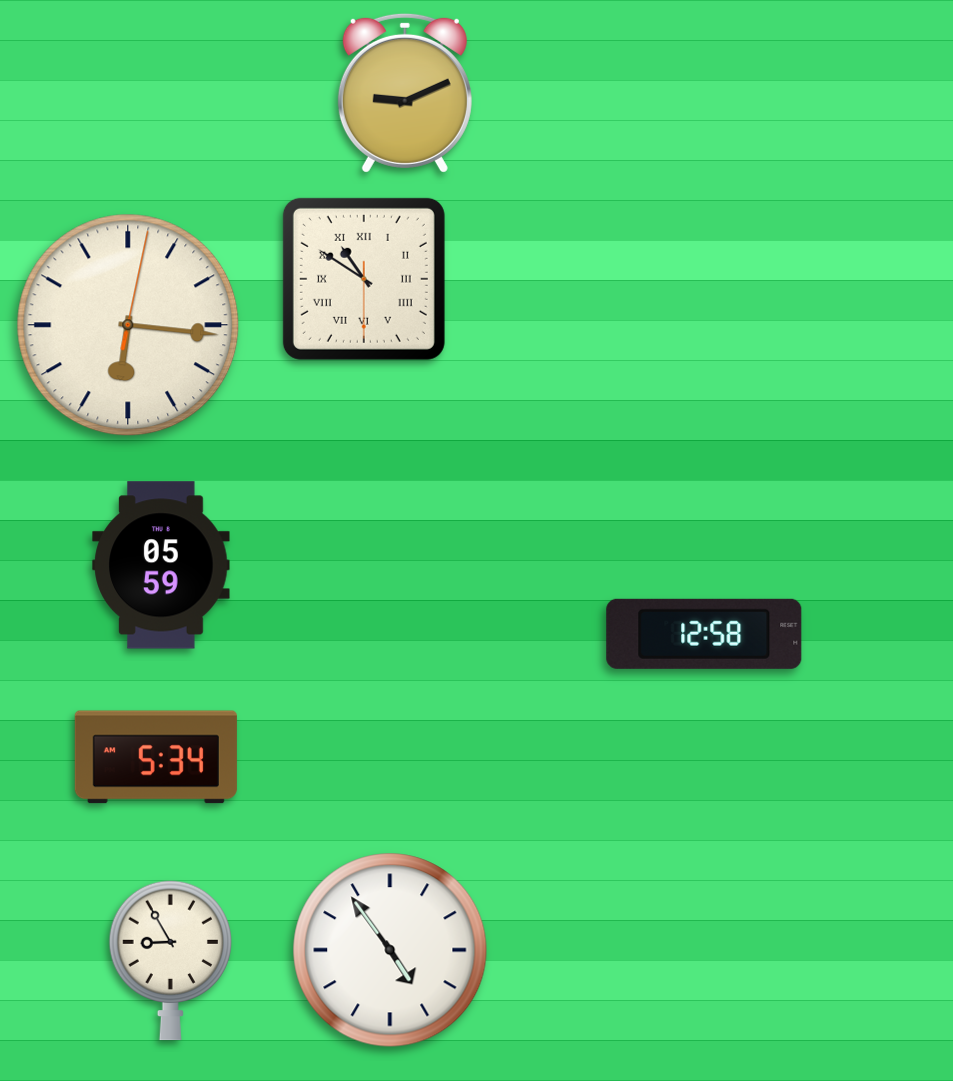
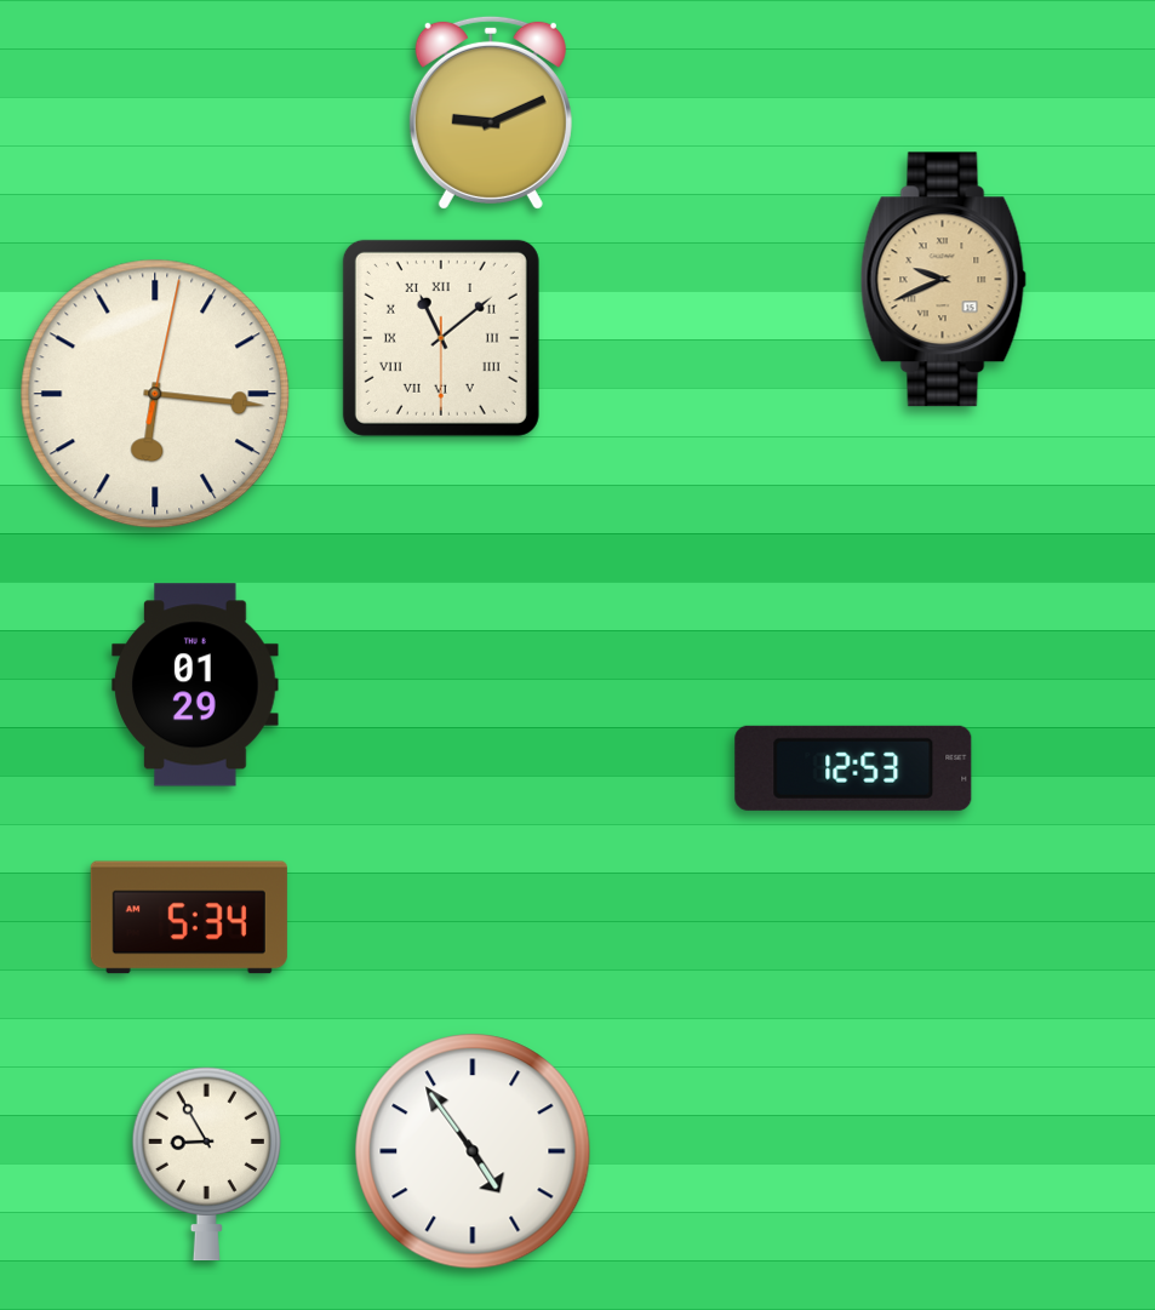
clock at (943, 280): none -> 9:41
clock at (364, 279): 10:50 -> 11:08
clock at (161, 565): 05:59 -> 01:29
clock at (704, 634): 12:58 -> 12:53
